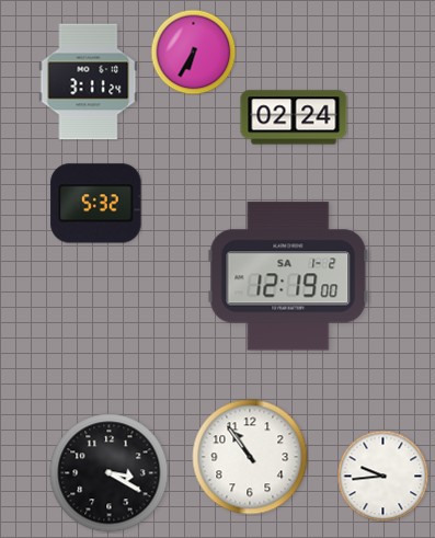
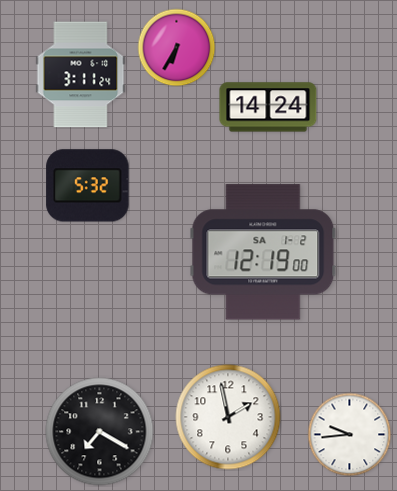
clock at (294, 117): 02:24 -> 14:24
clock at (250, 457): 10:54 -> 1:58
clock at (110, 473): 3:20 -> 7:20
